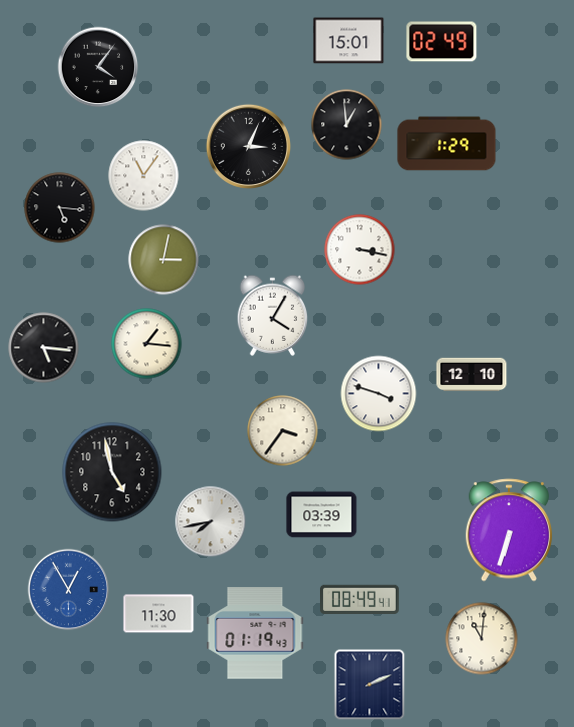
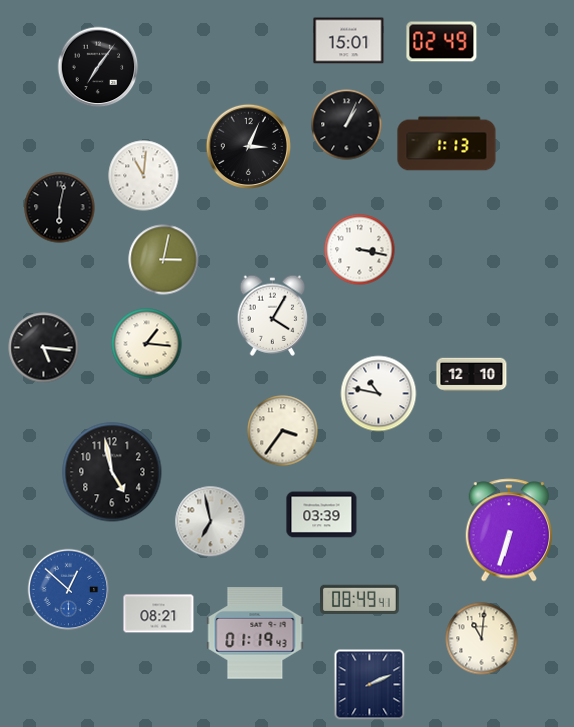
clock at (98, 67): 4:06 -> 7:06
clock at (347, 125): 12:59 -> 1:04
clock at (447, 144): 1:29 -> 1:13
clock at (144, 176): 11:06 -> 11:01
clock at (60, 208): 5:16 -> 6:02
clock at (379, 394): 3:48 -> 10:47
clock at (211, 522): 7:43 -> 6:58
clock at (69, 590): 12:55 -> 12:52
clock at (159, 614): 11:30 -> 08:21
